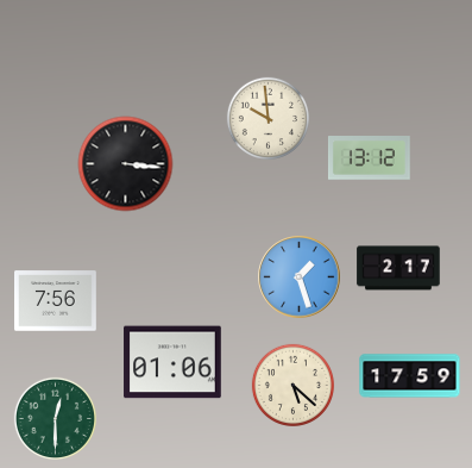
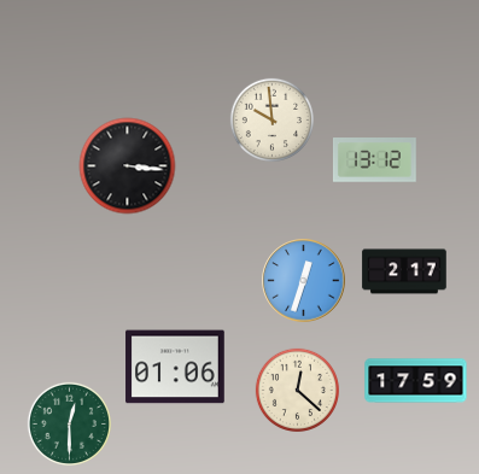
clock at (300, 277): 1:27 -> 12:33
clock at (56, 301): 7:56 -> none
clock at (292, 385): 5:22 -> 12:22
clock at (55, 418) position: (55, 418) -> (69, 423)
